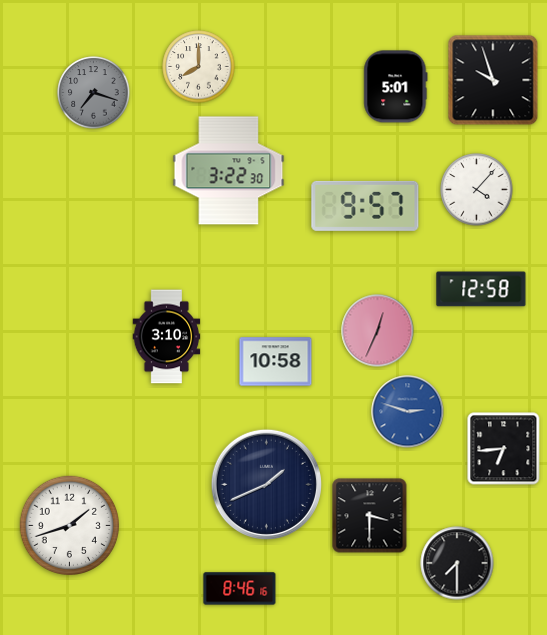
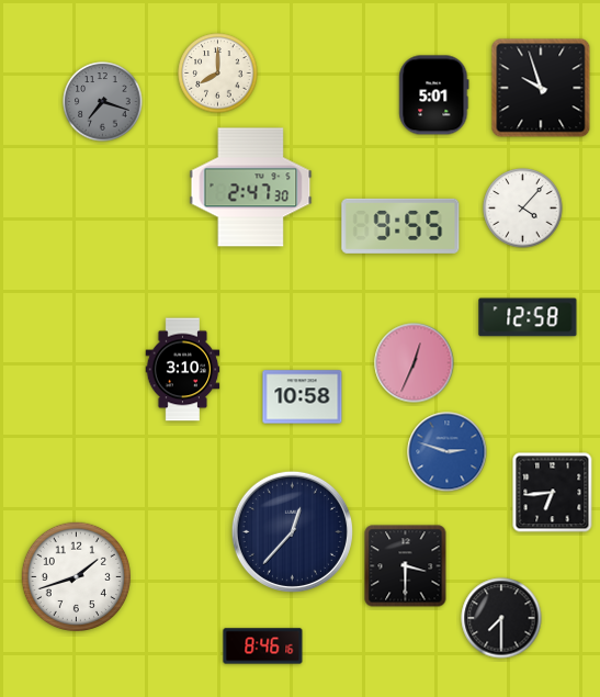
clock at (229, 171): 3:22 -> 2:47
clock at (365, 206): 9:57 -> 9:55
clock at (266, 484): 1:41 -> 12:37
